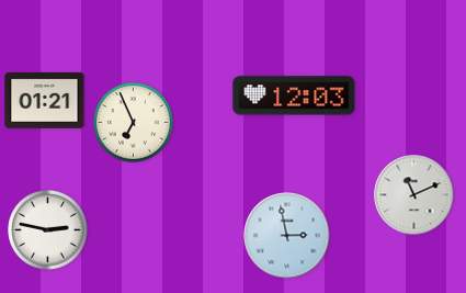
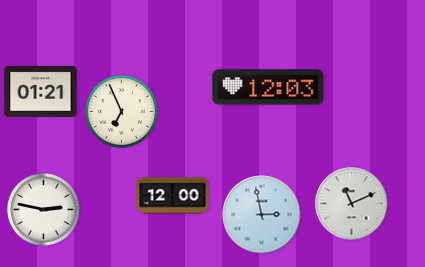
clock at (414, 195) position: (414, 195) -> (352, 204)
clock at (173, 196): none -> 12:00
